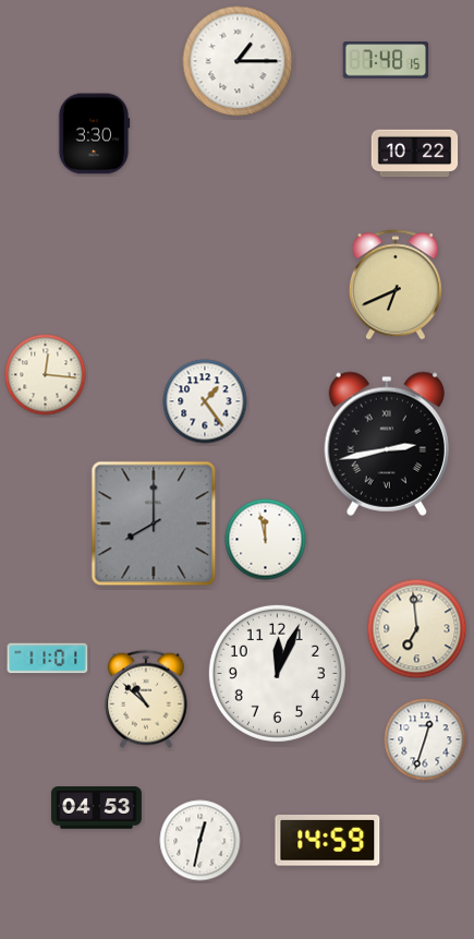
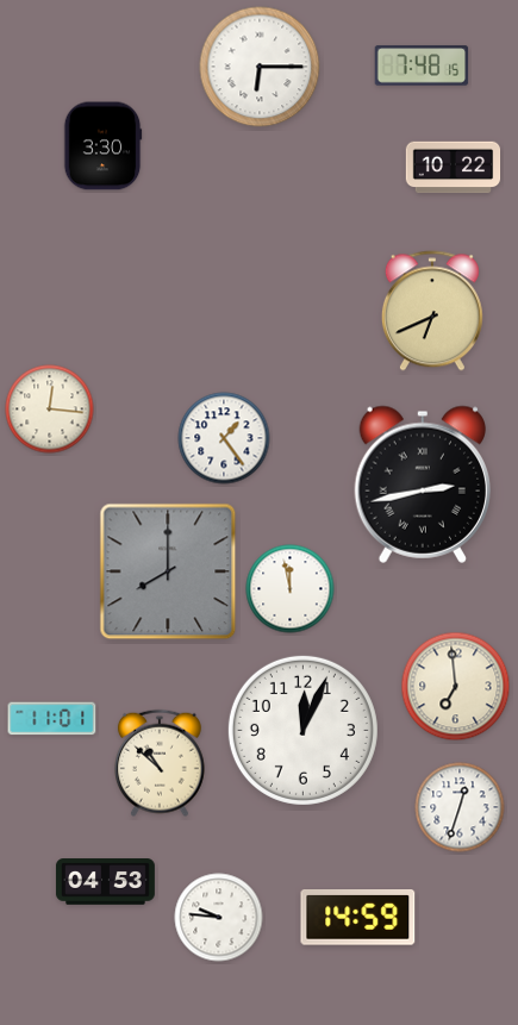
clock at (238, 61): 1:15 -> 6:15
clock at (277, 673) position: (277, 673) -> (302, 730)
clock at (425, 739) position: (425, 739) -> (460, 807)
clock at (200, 841): 12:32 -> 9:46
